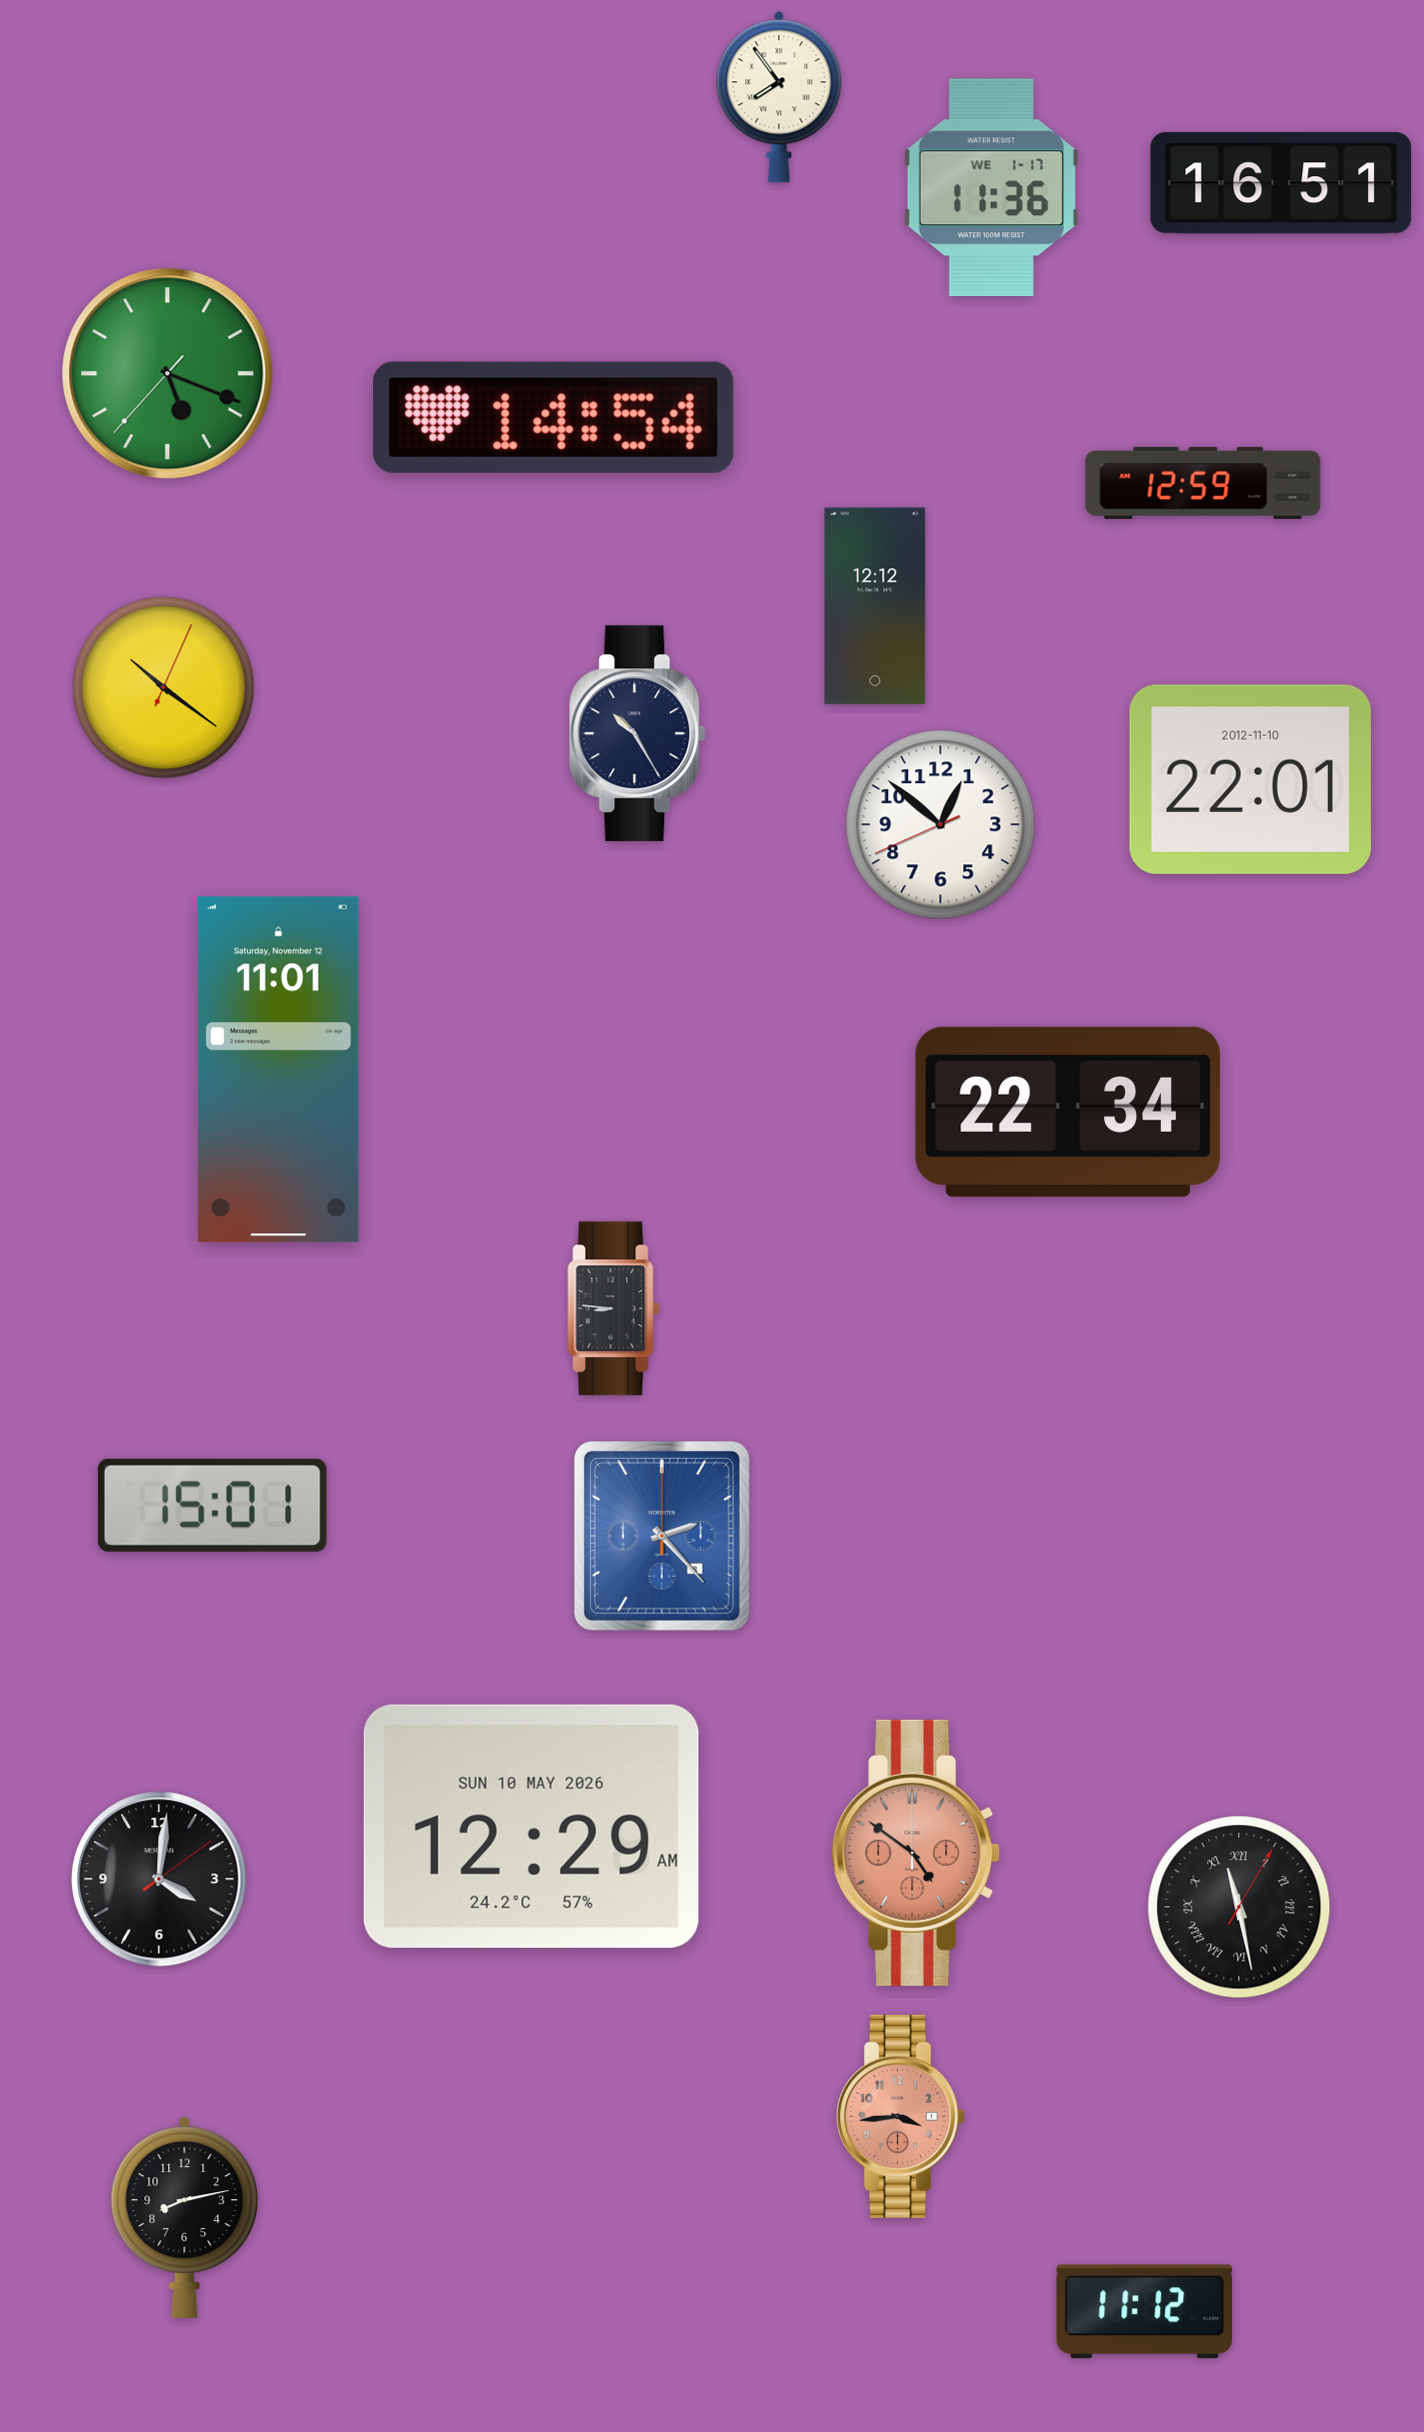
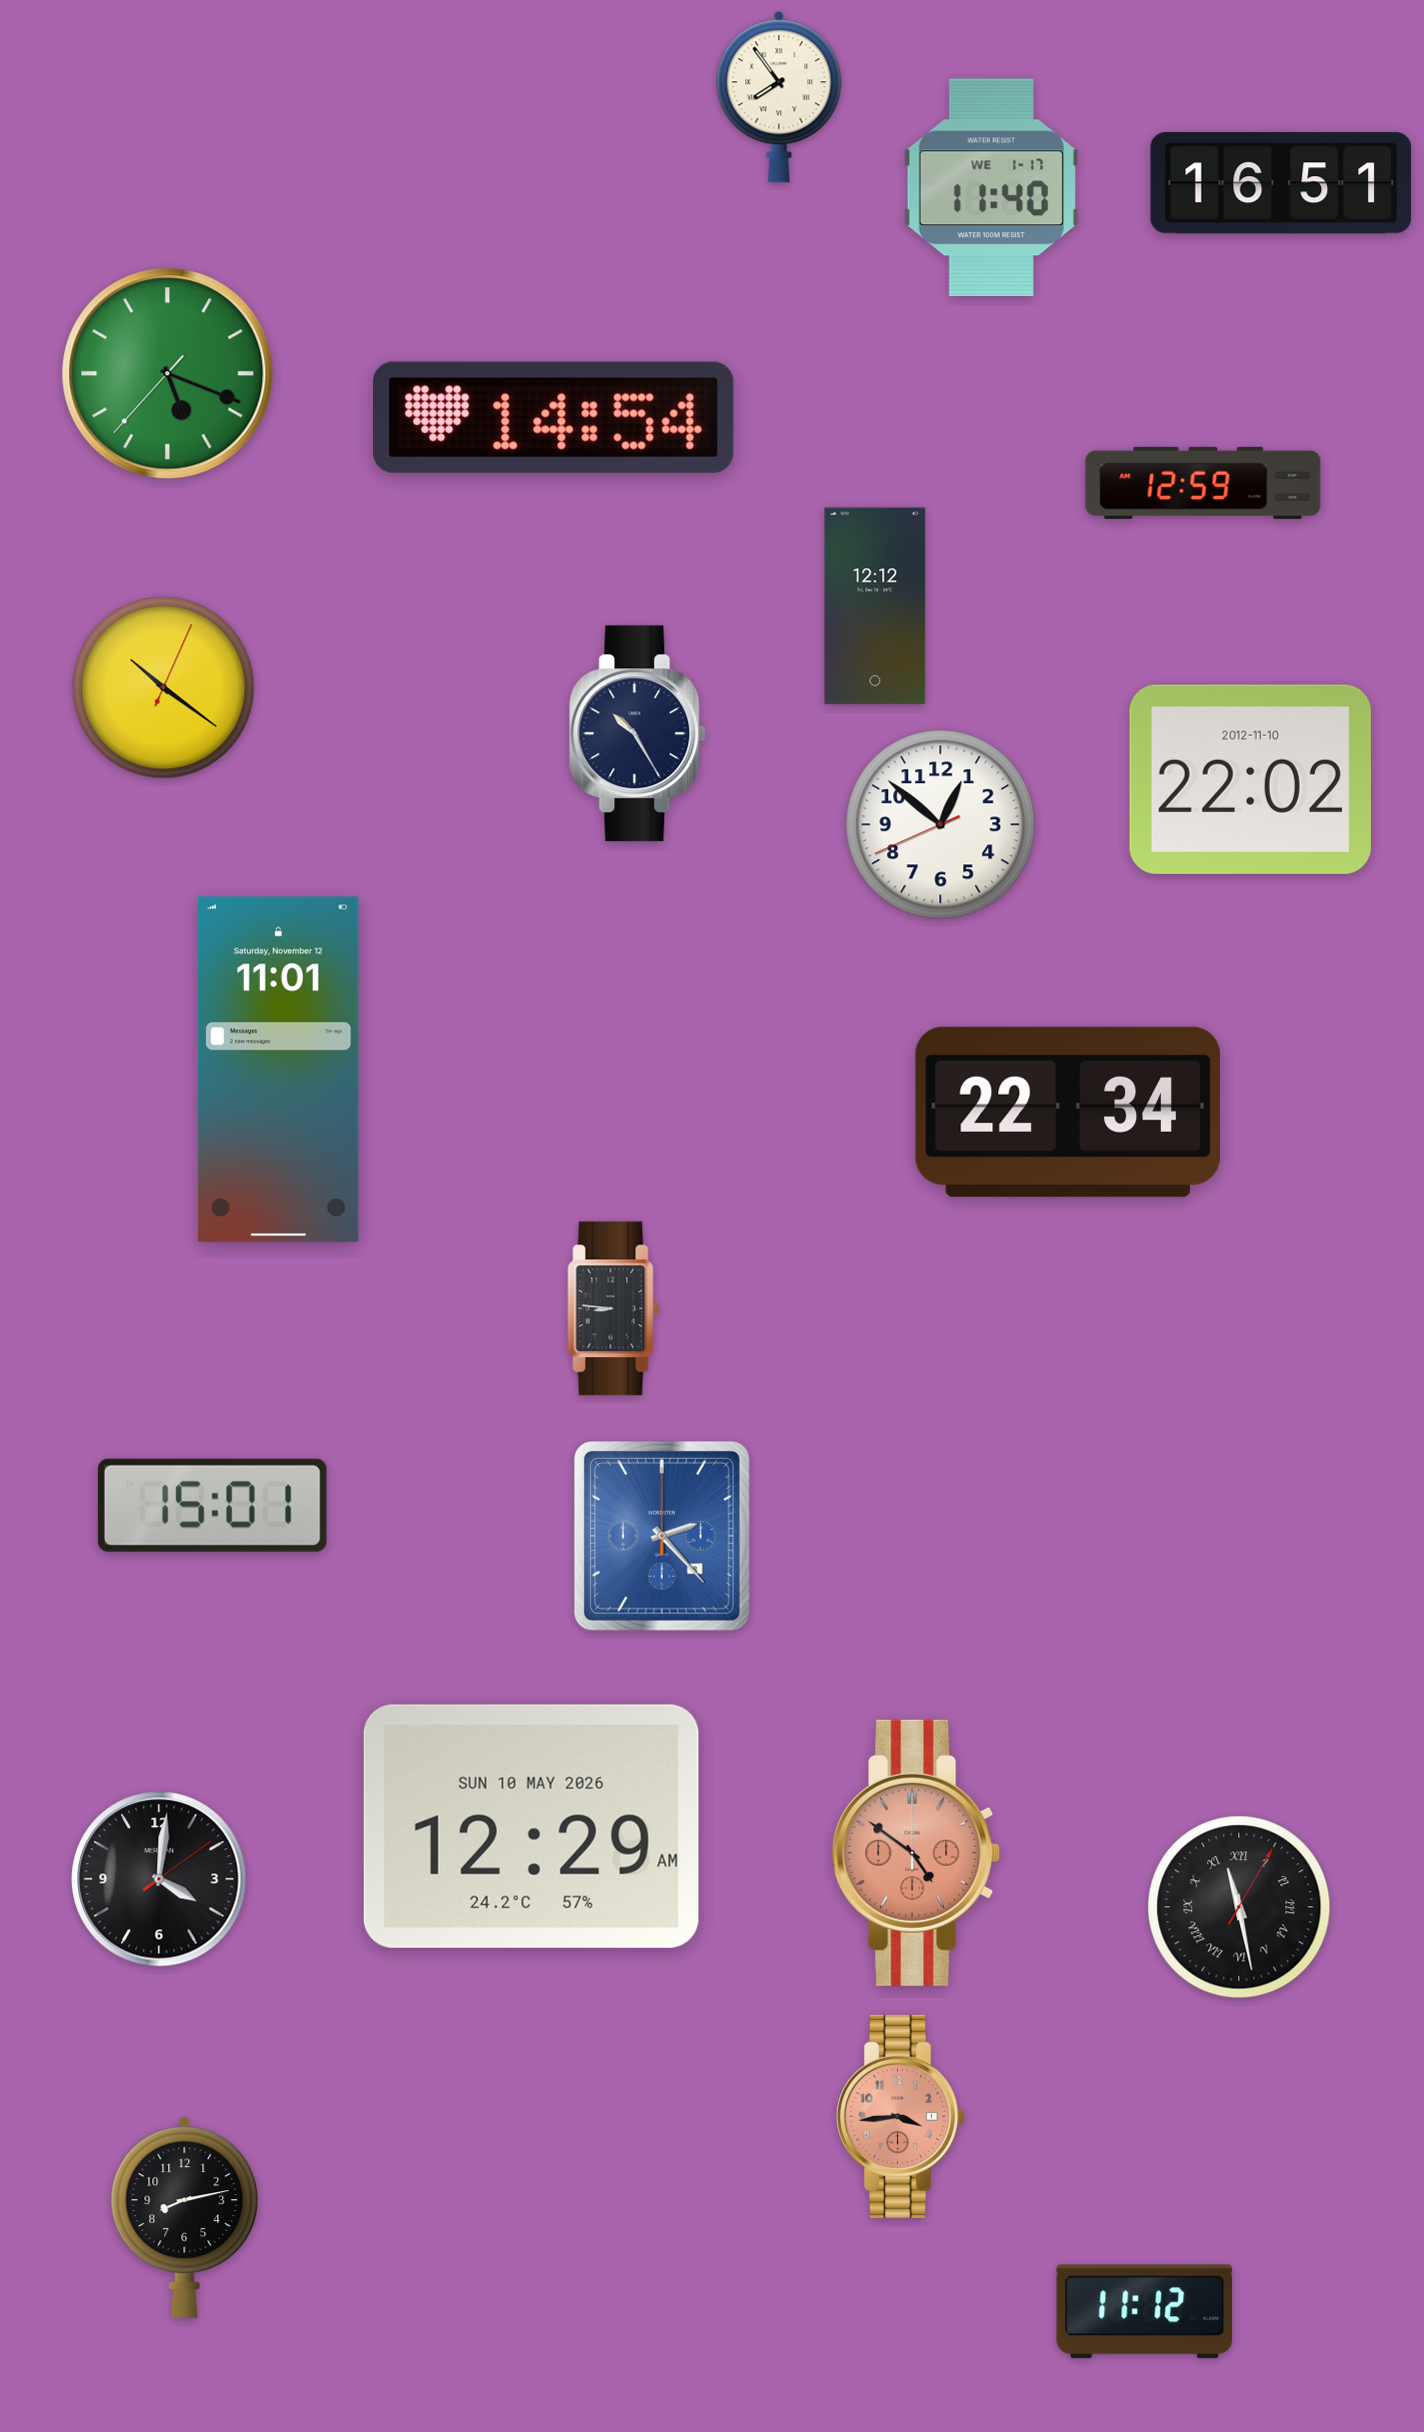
clock at (991, 188): 11:36 -> 11:40
clock at (1250, 779): 22:01 -> 22:02
